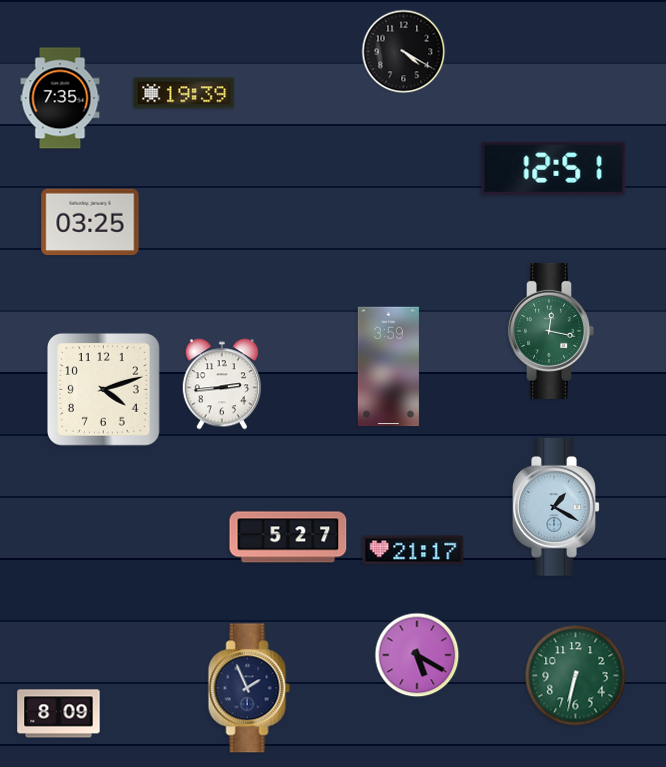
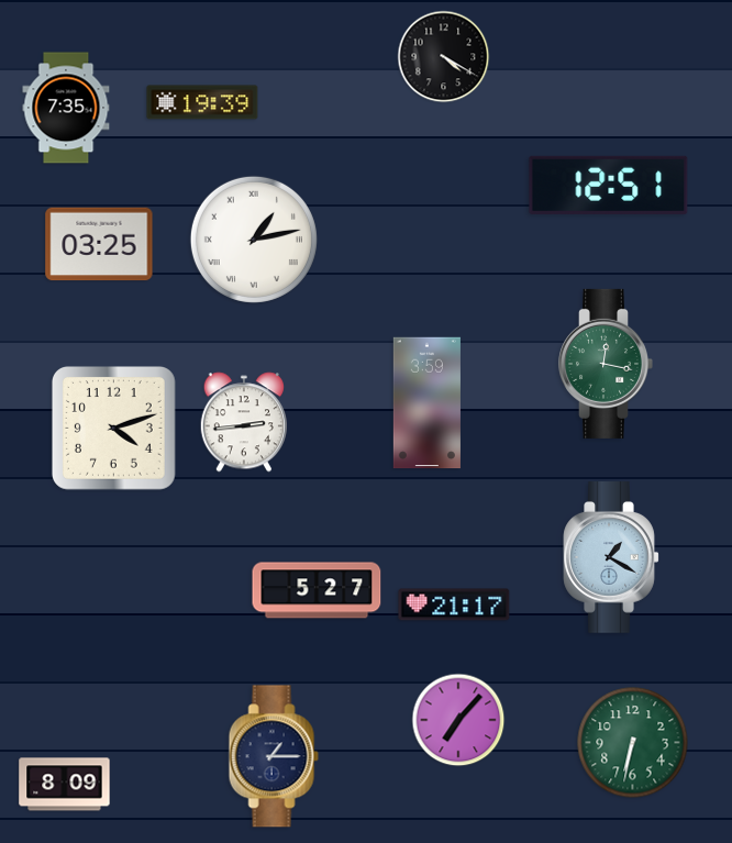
clock at (254, 240): none -> 1:13
clock at (417, 655): 5:20 -> 7:07
clock at (249, 688): 1:56 -> 1:15
